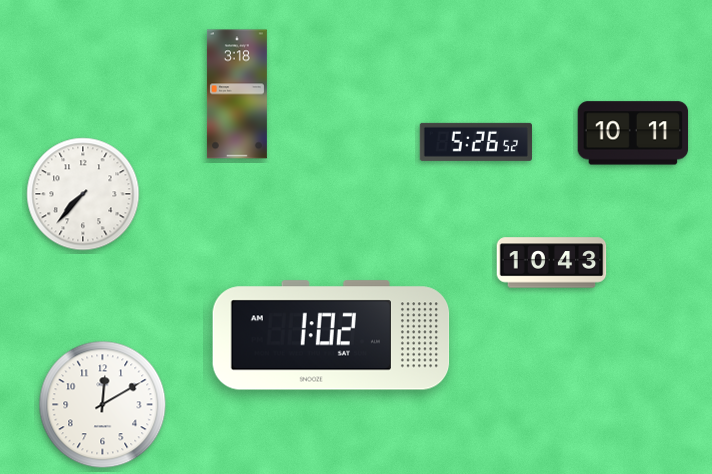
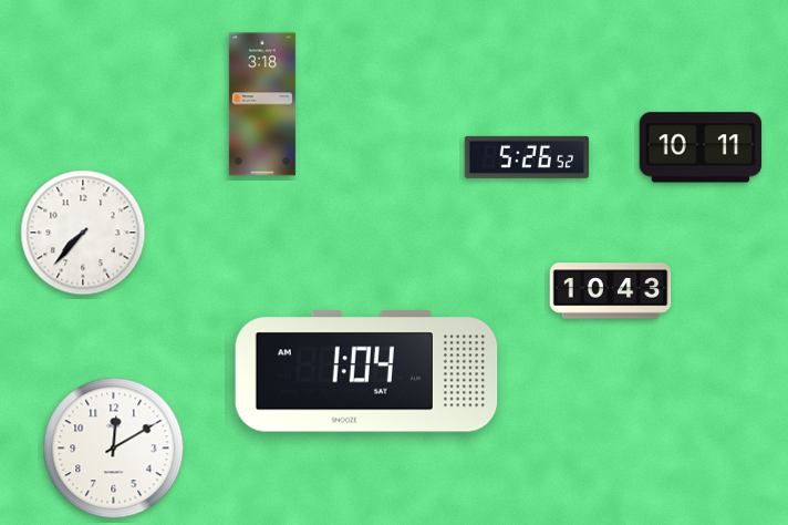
clock at (83, 194) position: (83, 194) -> (83, 233)
clock at (331, 335): 1:02 -> 1:04
